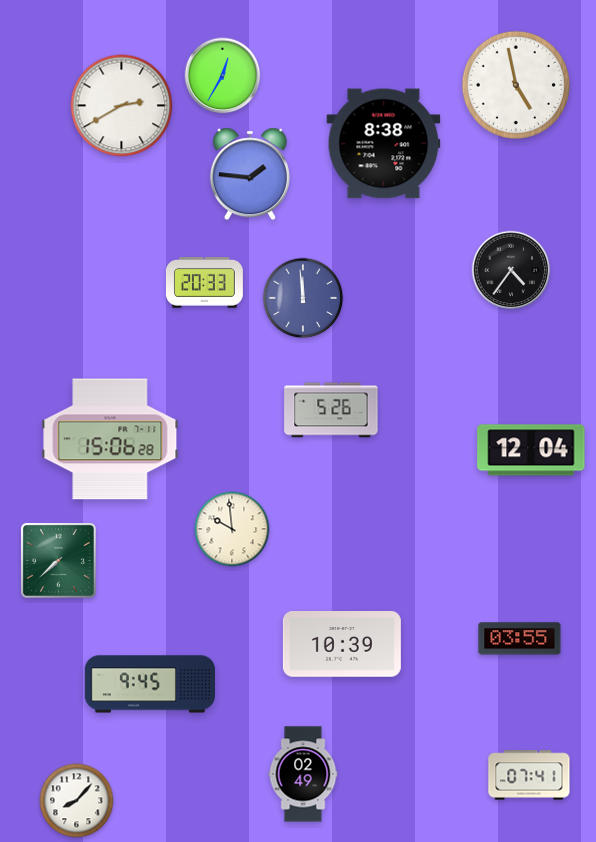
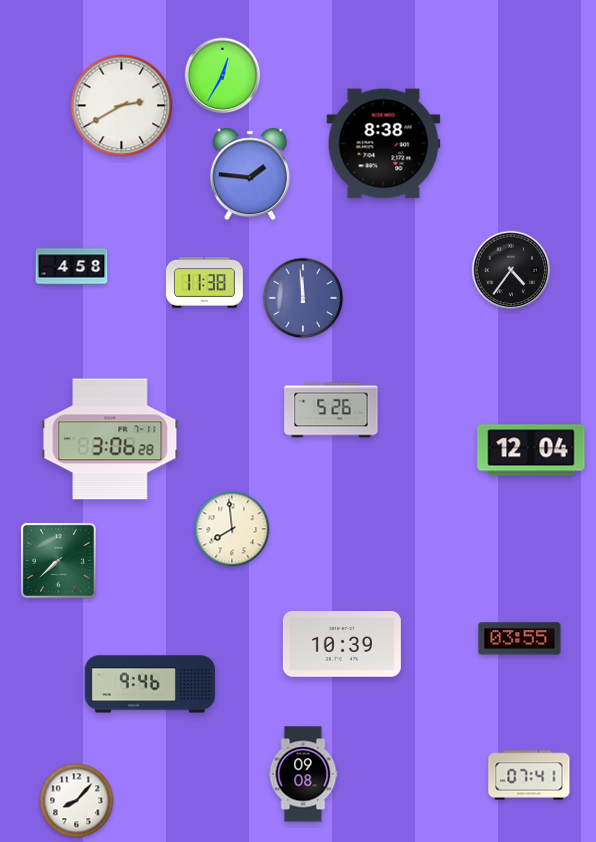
clock at (516, 85): 4:58 -> none
clock at (72, 267): none -> 4:58
clock at (204, 283): 20:33 -> 11:38
clock at (110, 439): 15:06 -> 3:06
clock at (232, 529): 9:59 -> 7:59
clock at (149, 684): 9:45 -> 9:46
clock at (303, 774): 02:49 -> 09:08
